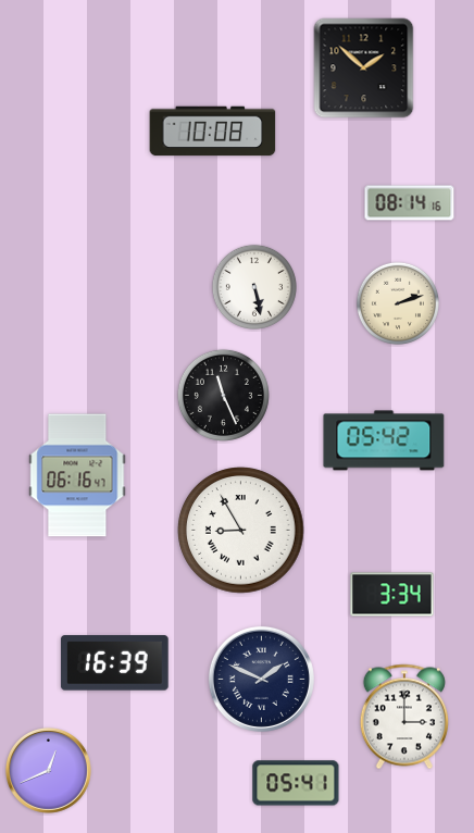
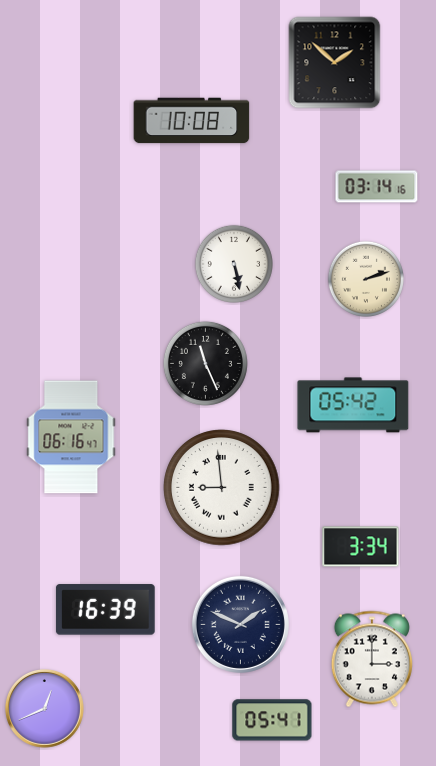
clock at (213, 132) position: (213, 132) -> (192, 121)
clock at (410, 203): 08:14 -> 03:14
clock at (241, 531): 8:55 -> 8:59
